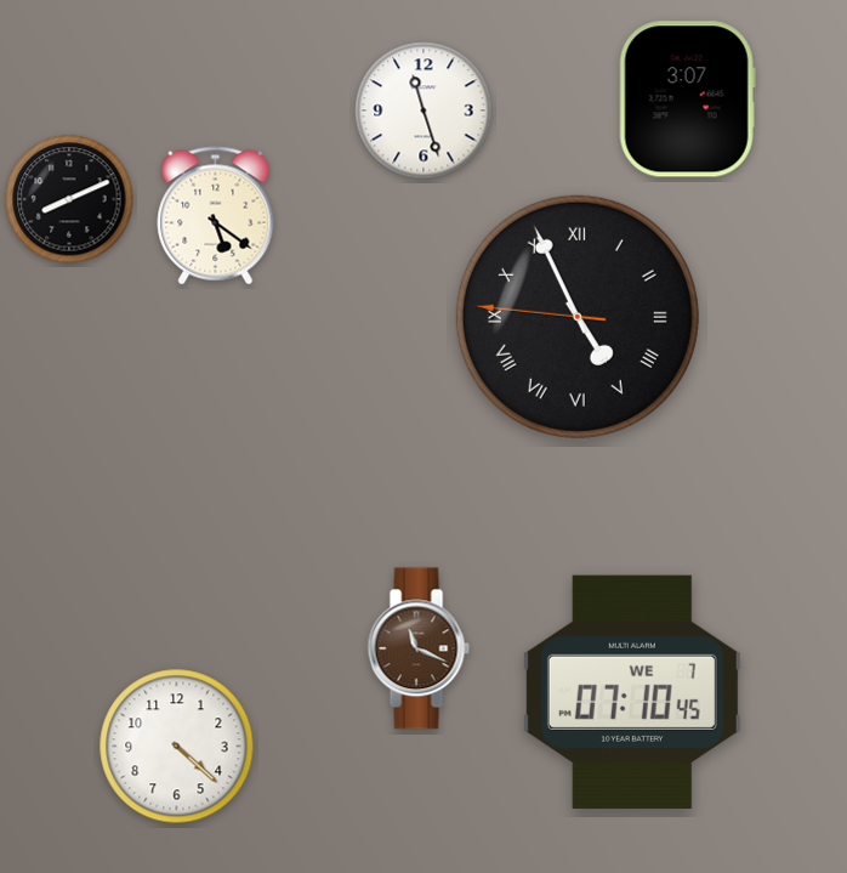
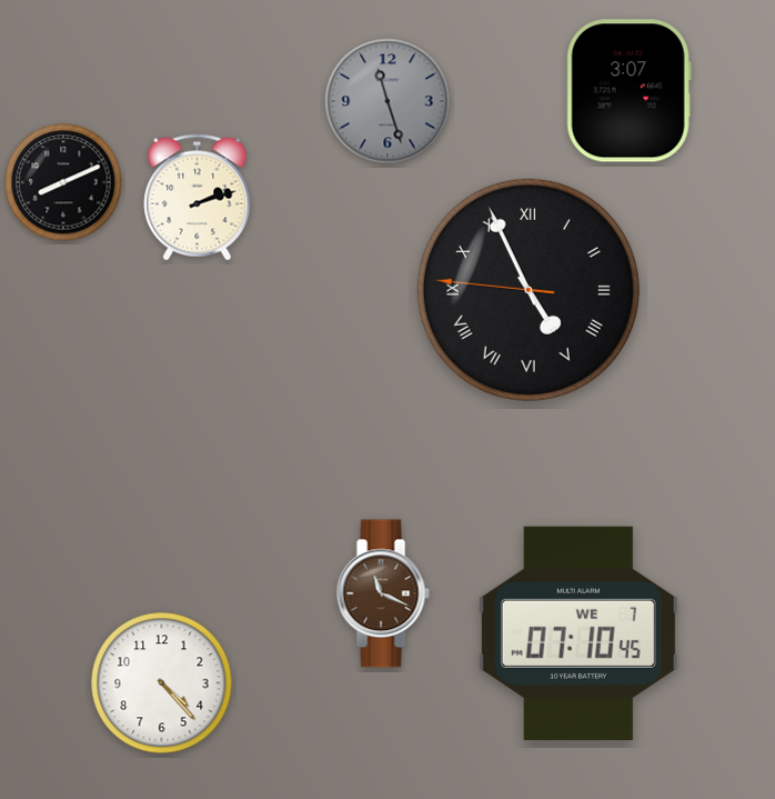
clock at (423, 110) dial: white -> grey
clock at (216, 216): 5:21 -> 2:12
clock at (177, 747): 4:22 -> 4:23
